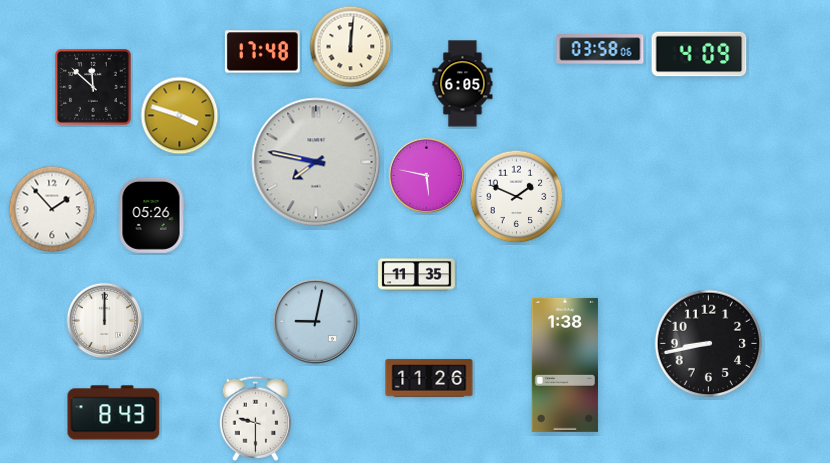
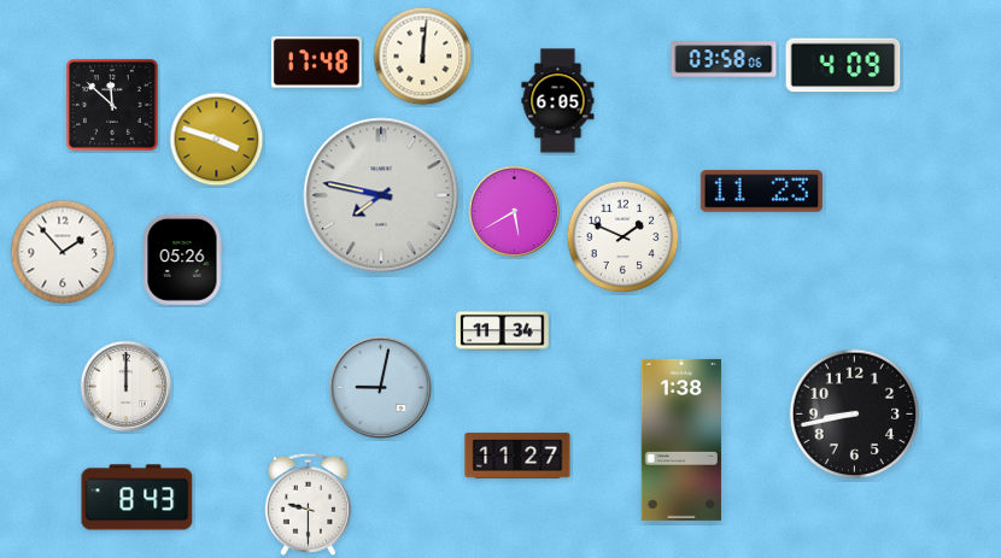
clock at (761, 192): none -> 11:23
clock at (427, 176): 5:47 -> 5:40
clock at (417, 275): 11:35 -> 11:34
clock at (429, 378): 11:26 -> 11:27
